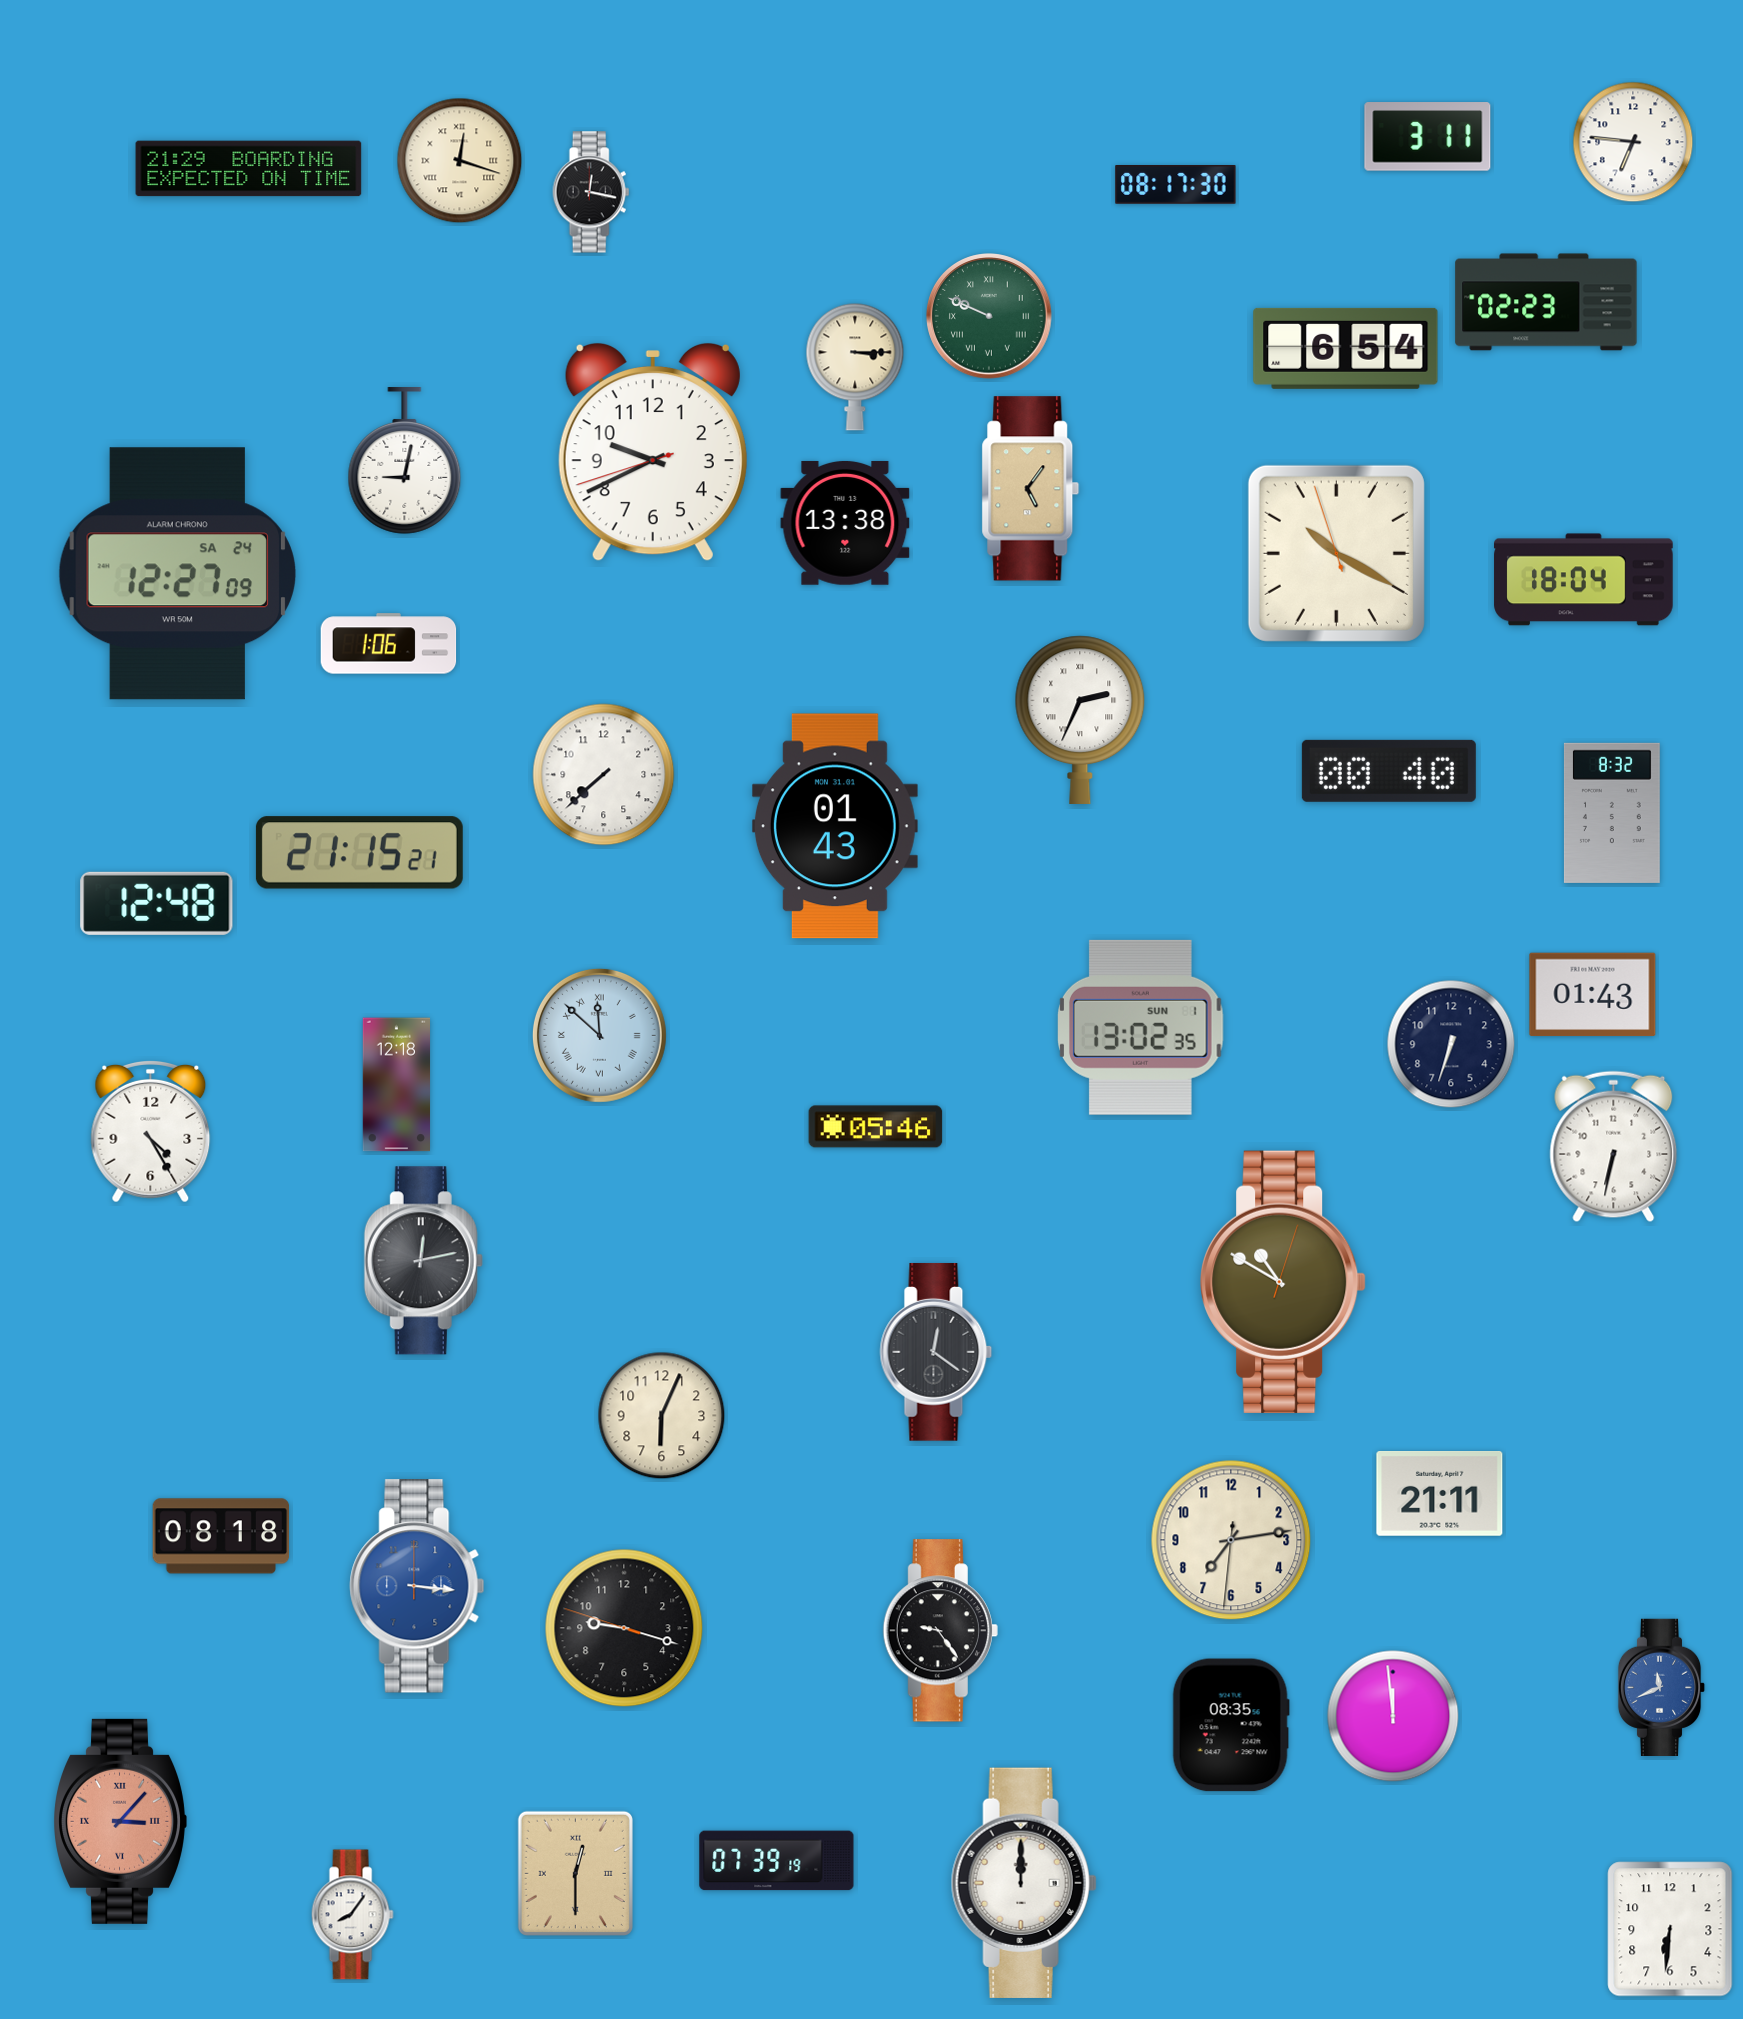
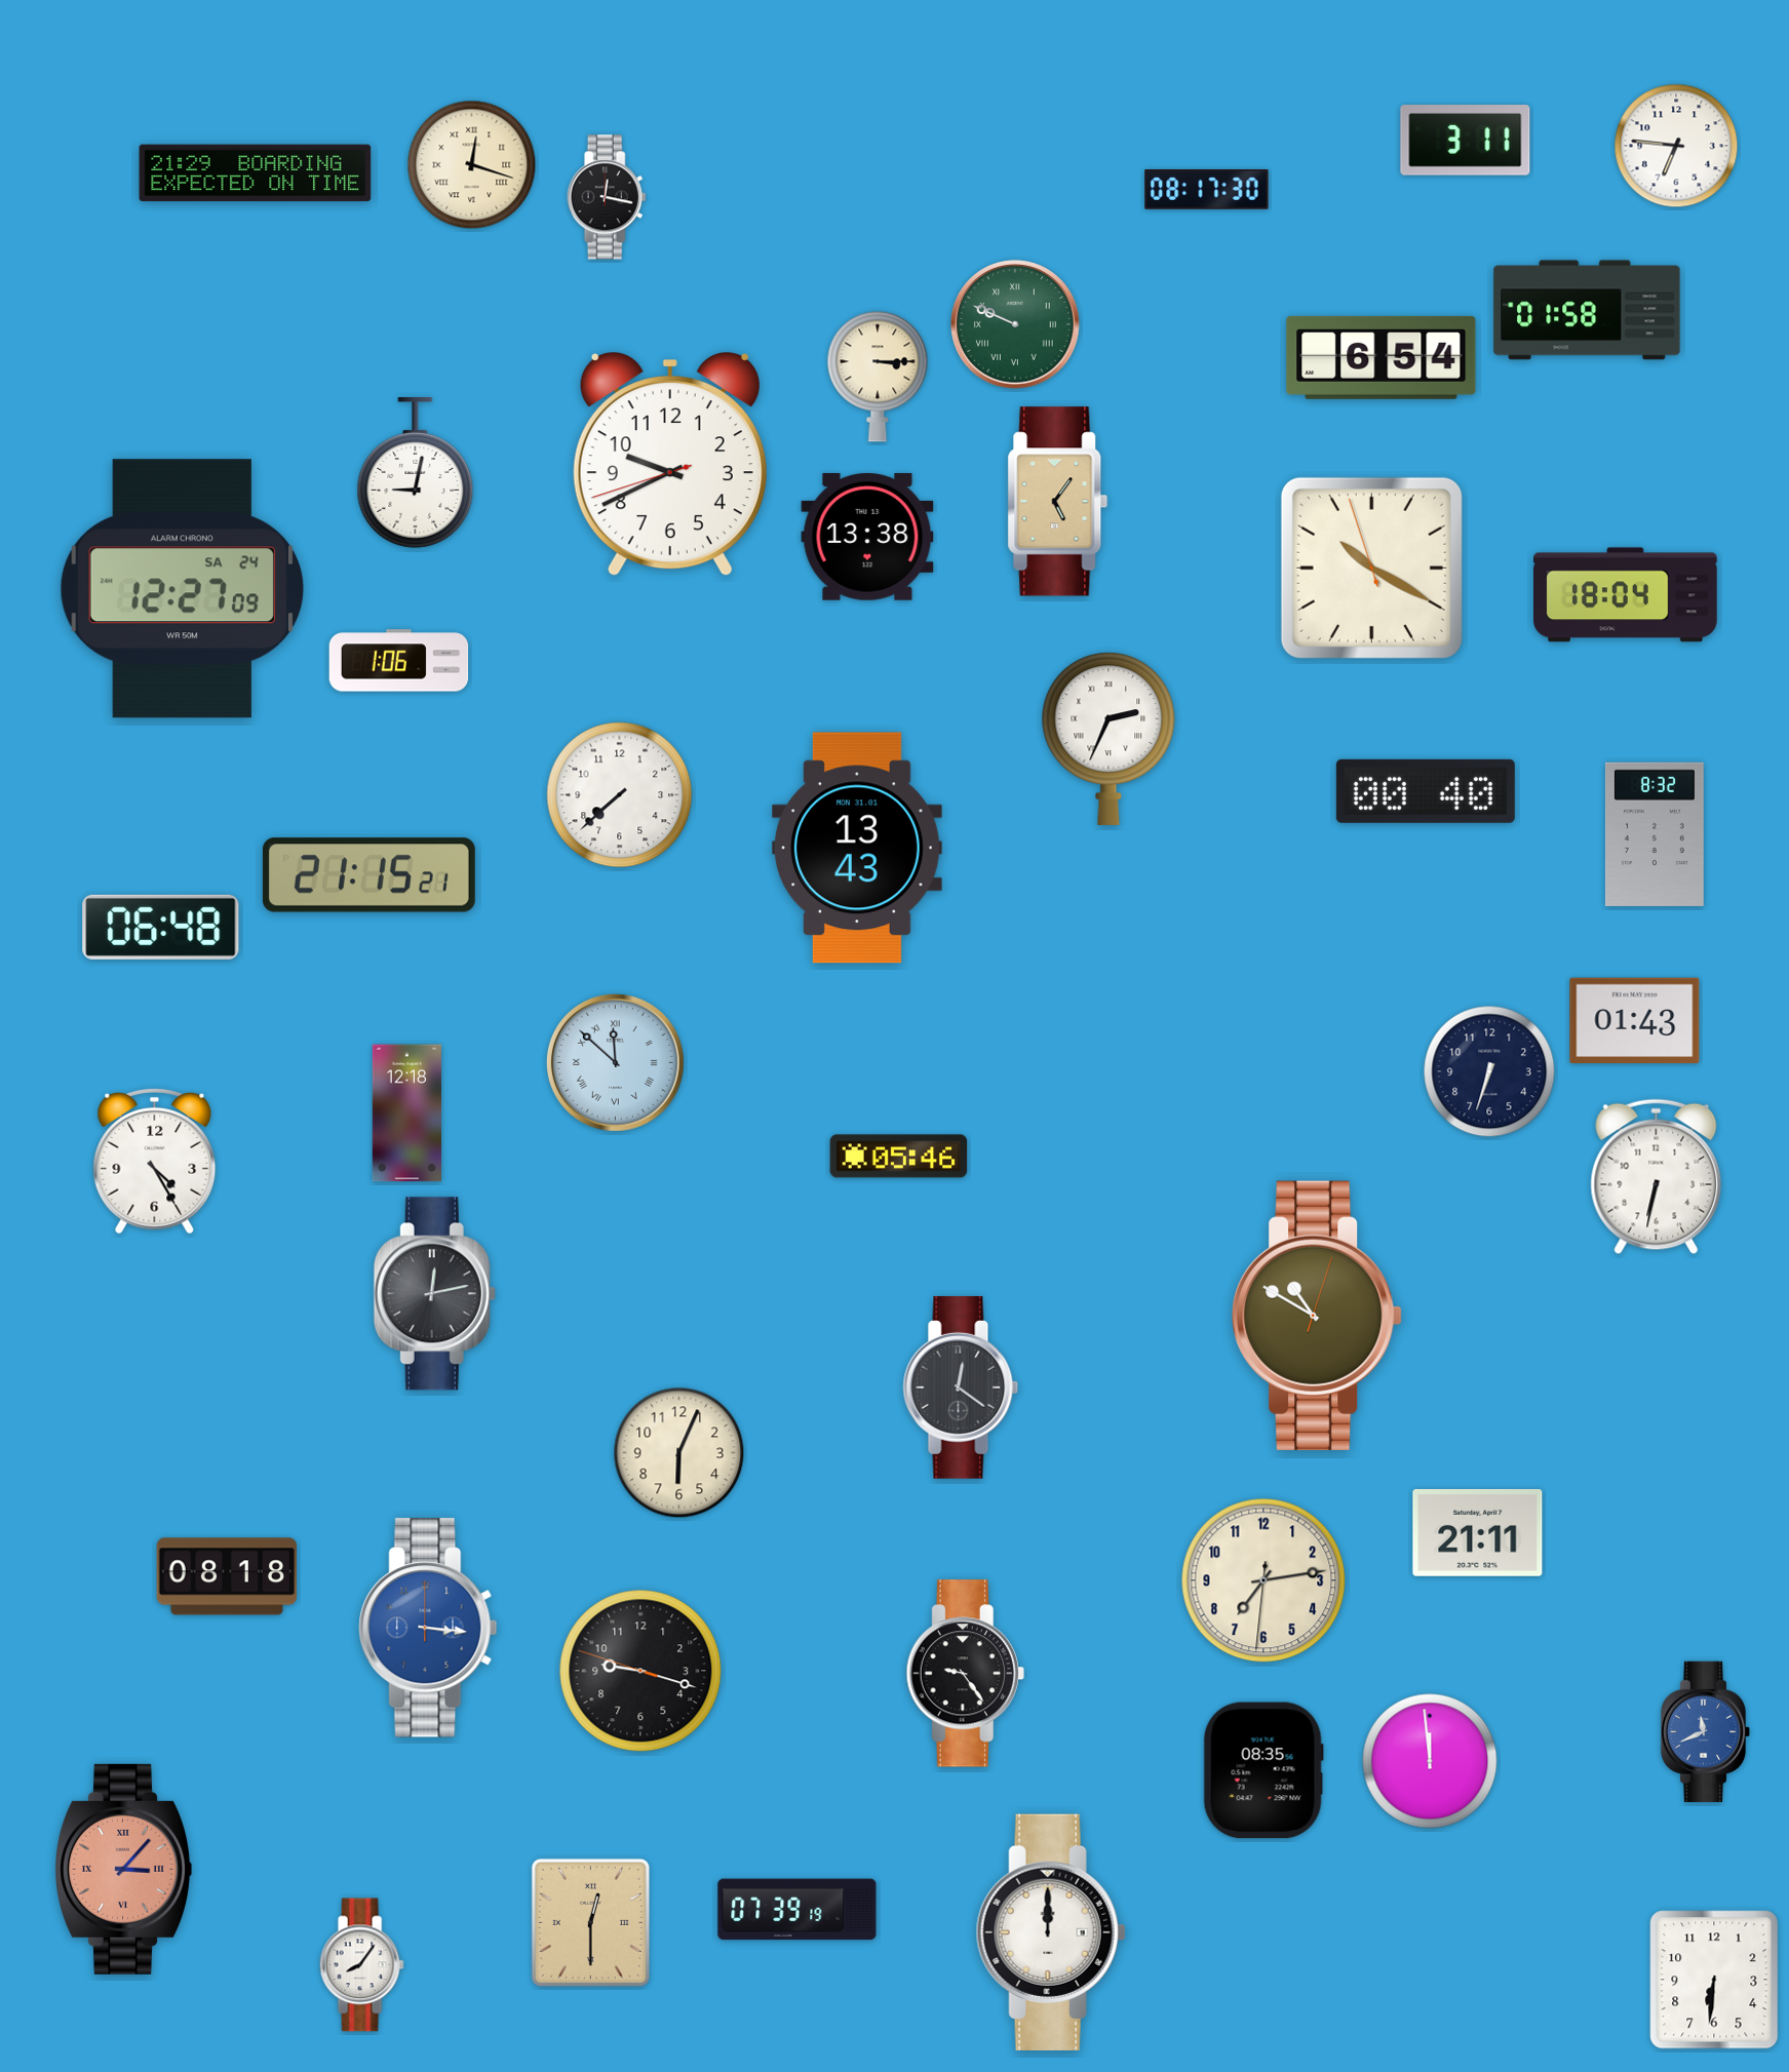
clock at (1546, 302): 02:23 -> 01:58
clock at (835, 826): 01:43 -> 13:43
clock at (157, 903): 12:48 -> 06:48
clock at (1141, 1027): 13:02 -> none
